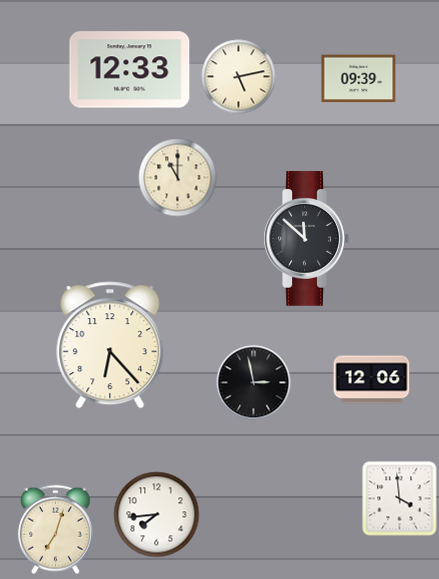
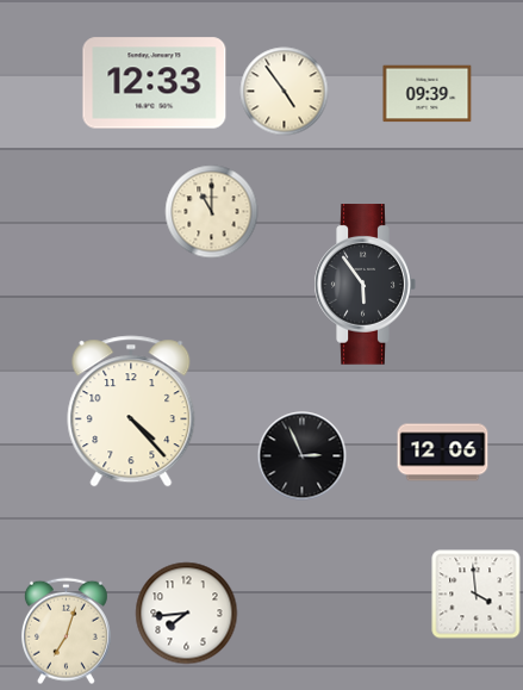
clock at (239, 77): 5:13 -> 4:54
clock at (306, 239): 11:52 -> 5:54
clock at (110, 345): 6:23 -> 4:23
clock at (254, 383): 2:58 -> 2:56
